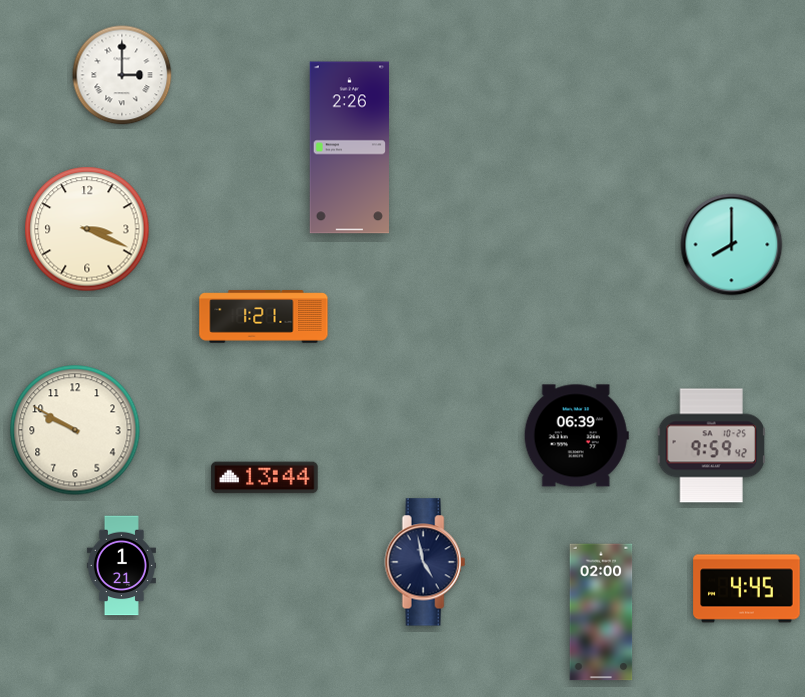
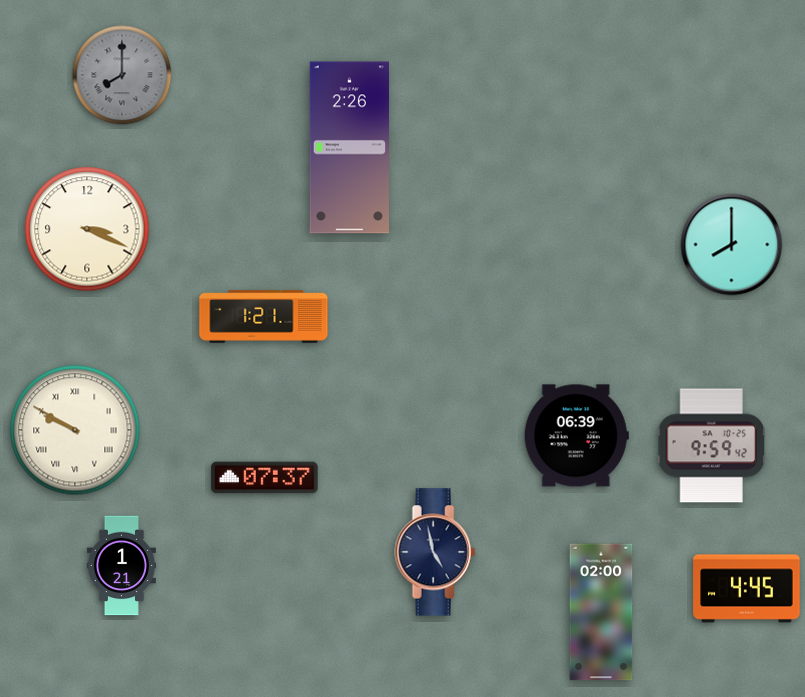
clock at (122, 75): 3:00 -> 8:00
clock at (122, 75) dial: white -> grey
clock at (75, 430) numerals: Arabic -> Roman
clock at (265, 478): 13:44 -> 07:37
clock at (425, 562) position: (425, 562) -> (435, 552)
